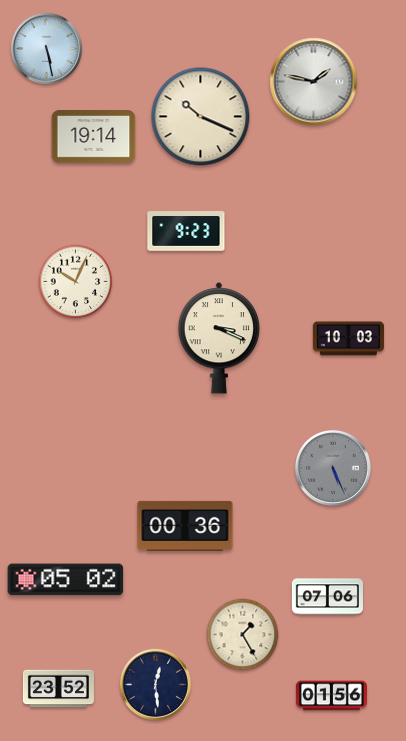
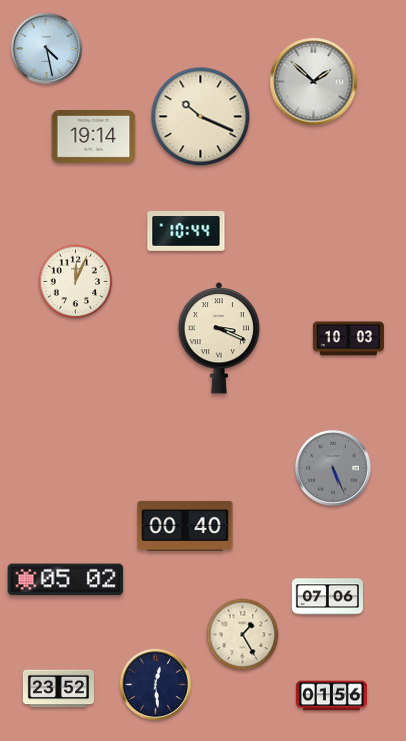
clock at (46, 48): 5:28 -> 4:28
clock at (314, 82): 1:47 -> 1:52
clock at (186, 232): 9:23 -> 10:44
clock at (76, 282): 10:04 -> 12:04
clock at (185, 526): 00:36 -> 00:40
